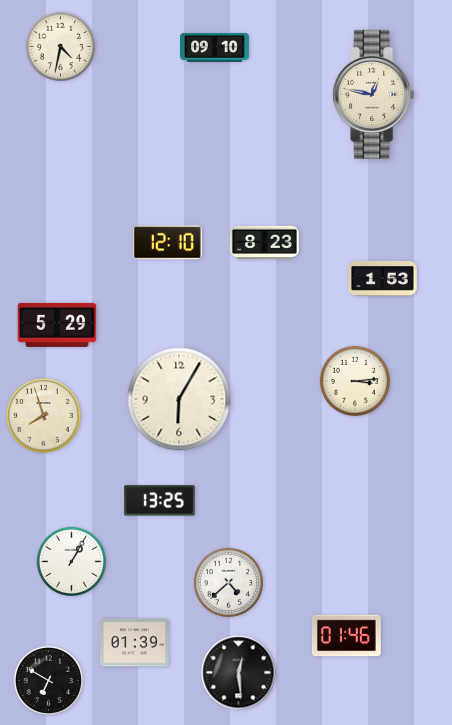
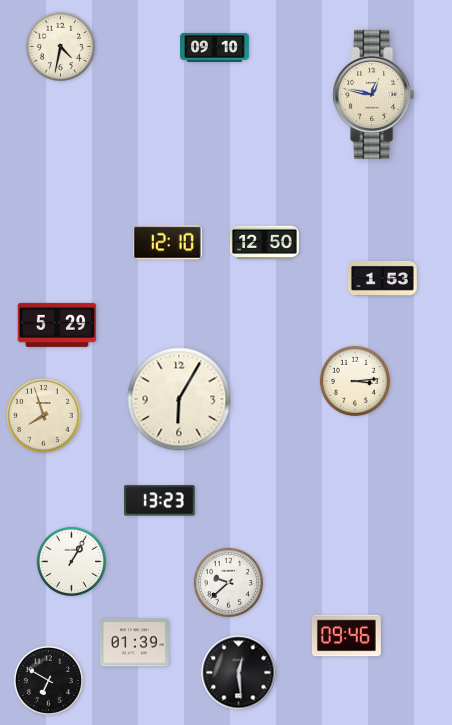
clock at (264, 243): 8:23 -> 12:50
clock at (160, 501): 13:25 -> 13:23
clock at (228, 582): 4:38 -> 9:38
clock at (347, 636): 01:46 -> 09:46
